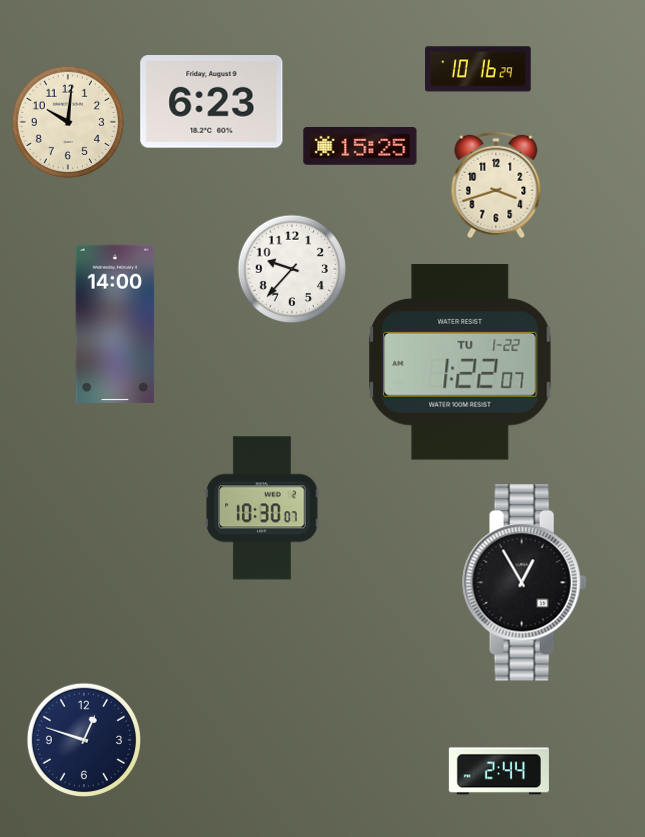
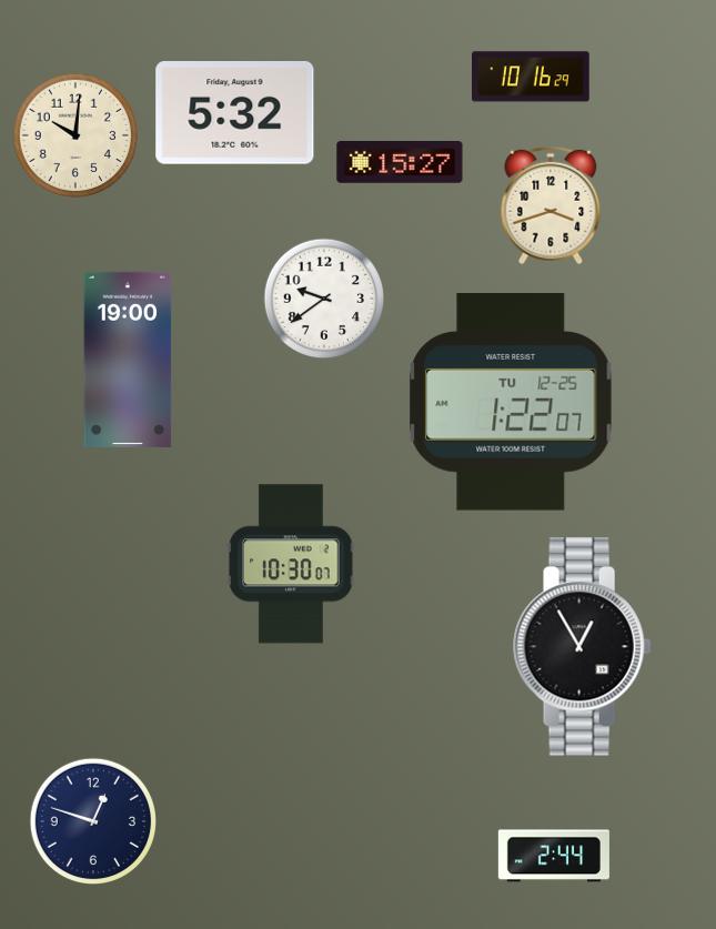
clock at (212, 102): 6:23 -> 5:32
clock at (360, 147): 15:25 -> 15:27
clock at (292, 269): 9:37 -> 9:39
clock at (115, 324): 14:00 -> 19:00
clock at (460, 362) date: TU 1-22 -> TU 12-25
